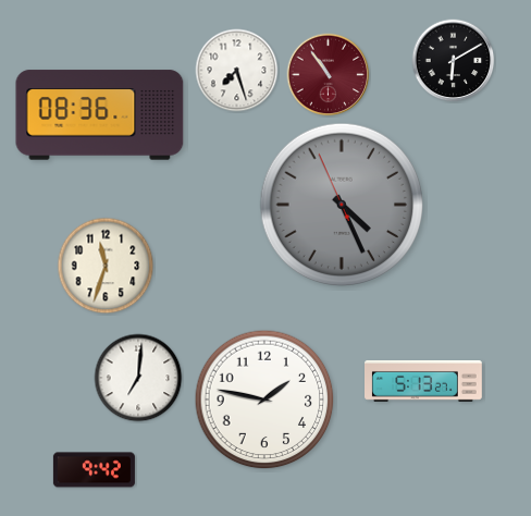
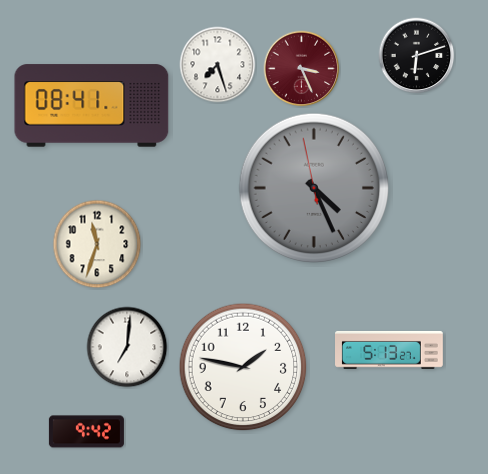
clock at (454, 61): 6:10 -> 6:12
clock at (329, 75): 10:54 -> 3:26
clock at (100, 115): 08:36 -> 08:41
clock at (342, 205): 4:25:56 -> 4:25:58
